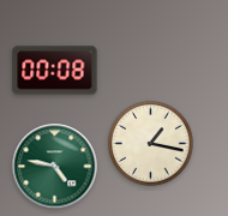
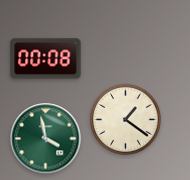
clock at (151, 144): 1:17 -> 1:21
clock at (55, 167): 4:47 -> 3:58
